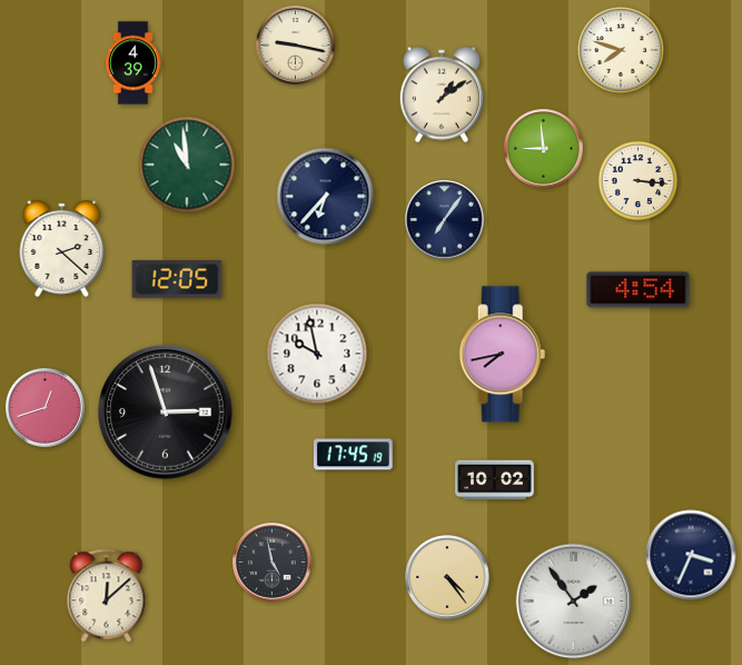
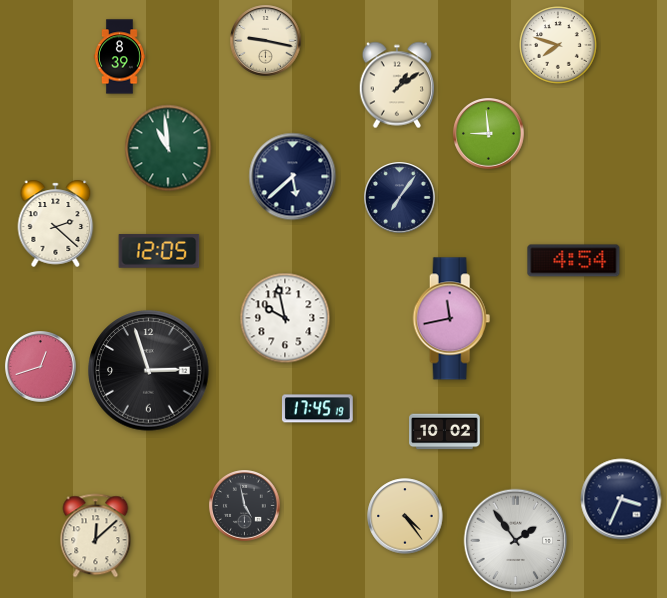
clock at (132, 63): 4:39 -> 8:39
clock at (639, 181): 3:16 -> none
clock at (326, 197): 6:37 -> 5:38
clock at (503, 355): 7:43 -> 11:43
clock at (447, 577) position: (447, 577) -> (405, 516)
